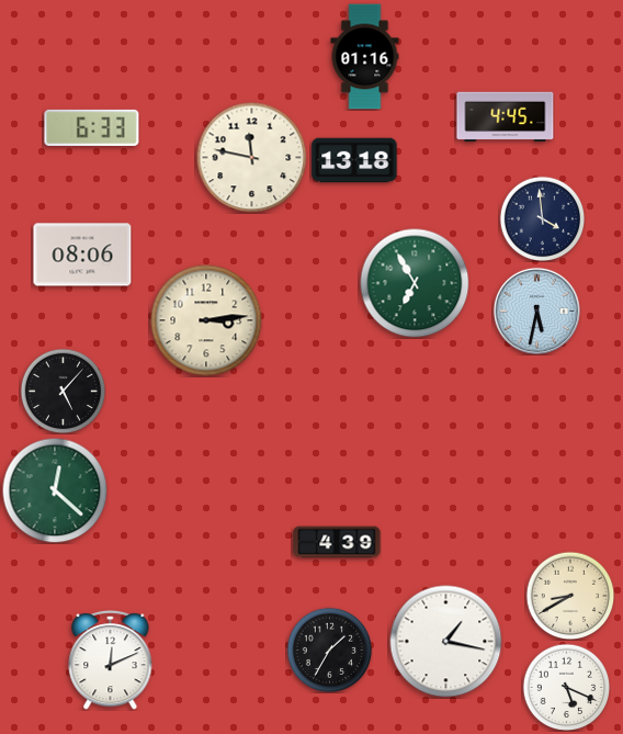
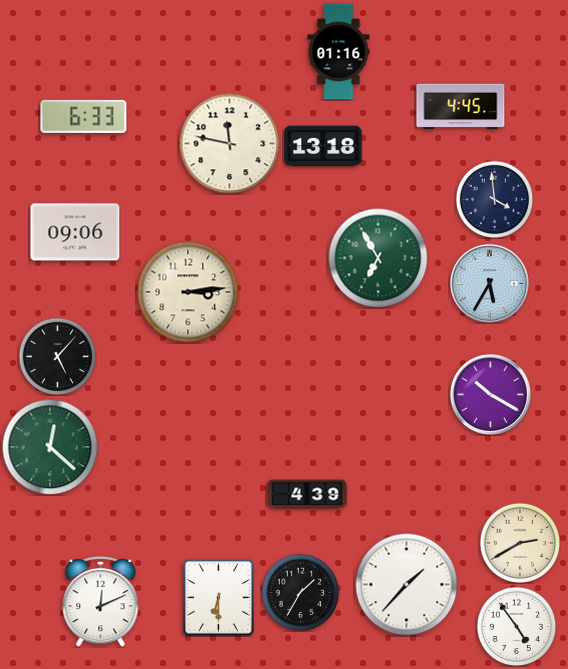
clock at (365, 57) position: (365, 57) -> (339, 52)
clock at (82, 255): 08:06 -> 09:06
clock at (536, 310): 5:32 -> 5:35
clock at (490, 394): none -> 10:20
clock at (570, 596): 8:40 -> 2:40
clock at (446, 642): 1:17 -> 1:37
clock at (219, 598): none -> 6:30
clock at (566, 687): 5:19 -> 4:54
